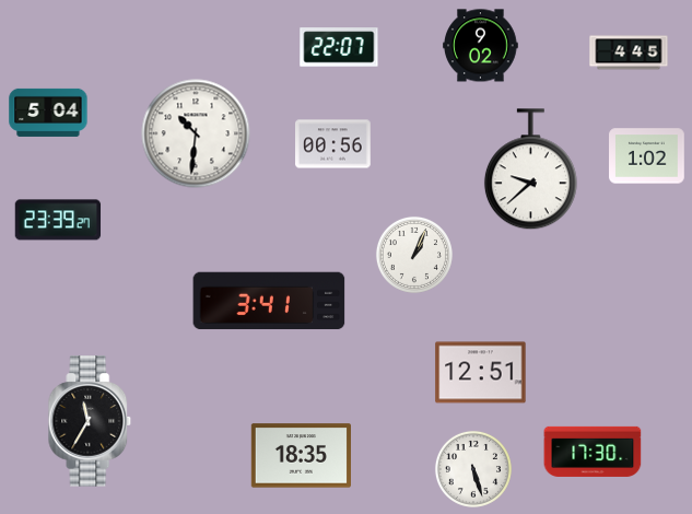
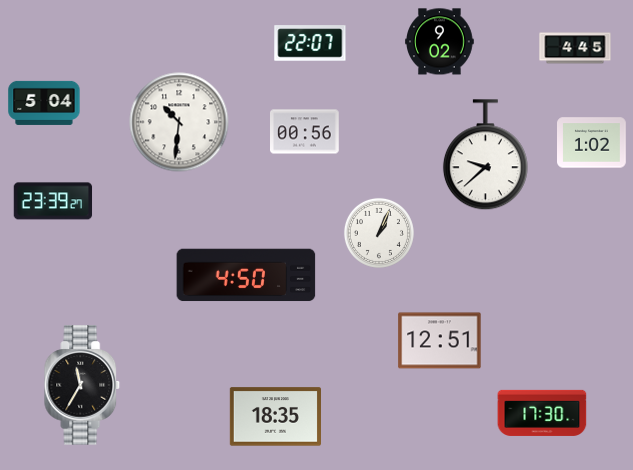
clock at (269, 301): 3:41 -> 4:50
clock at (473, 469): 5:27 -> none
